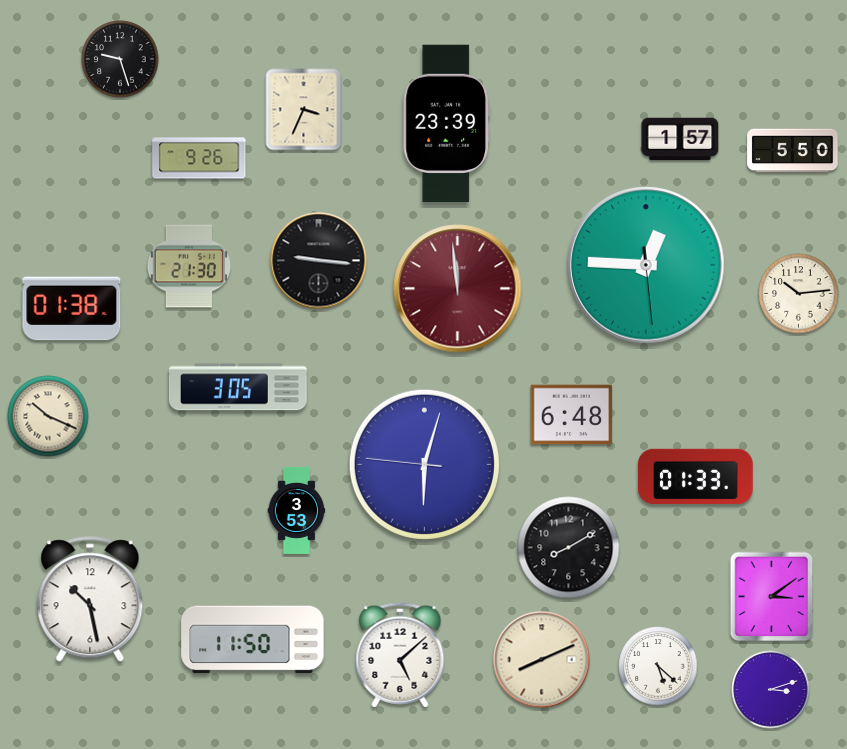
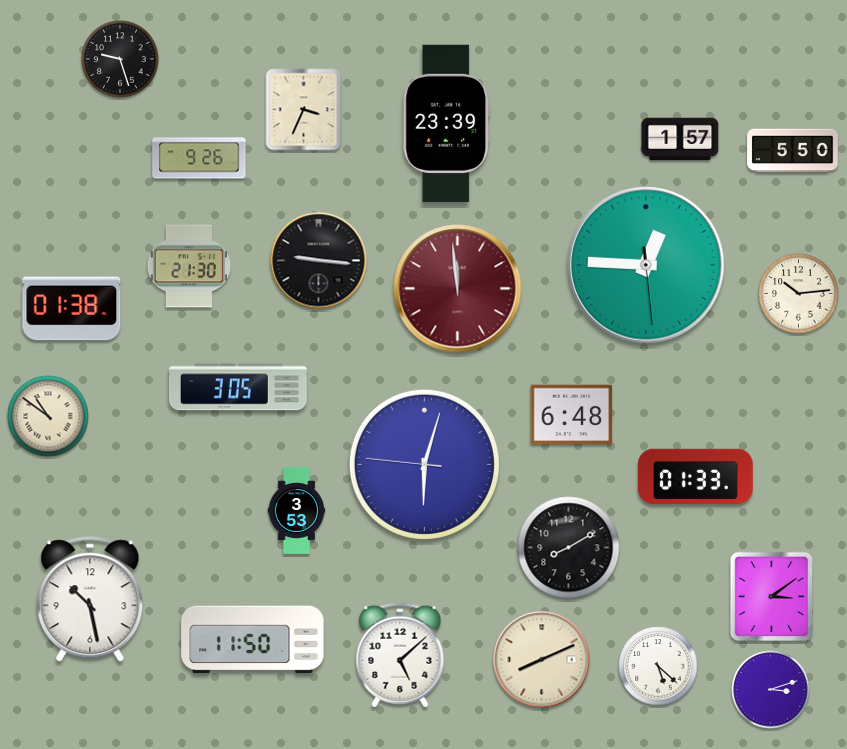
clock at (48, 416): 10:19 -> 10:51
